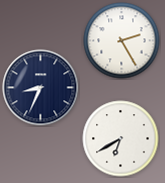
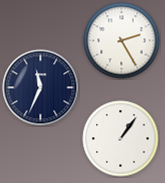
clock at (41, 88): 8:34 -> 11:34
clock at (121, 139): 6:40 -> 1:06
